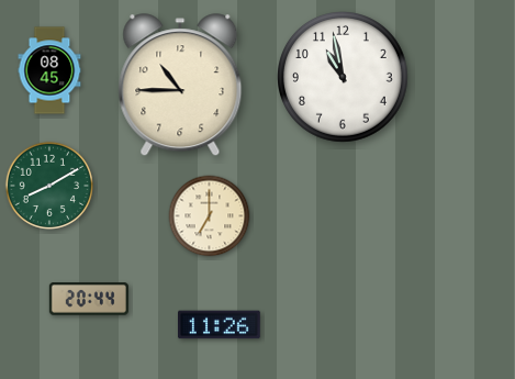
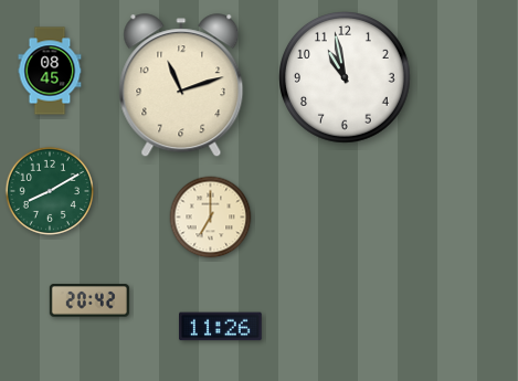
clock at (180, 86): 10:45 -> 11:12
clock at (48, 185) position: (48, 185) -> (49, 190)
clock at (89, 299): 20:44 -> 20:42
